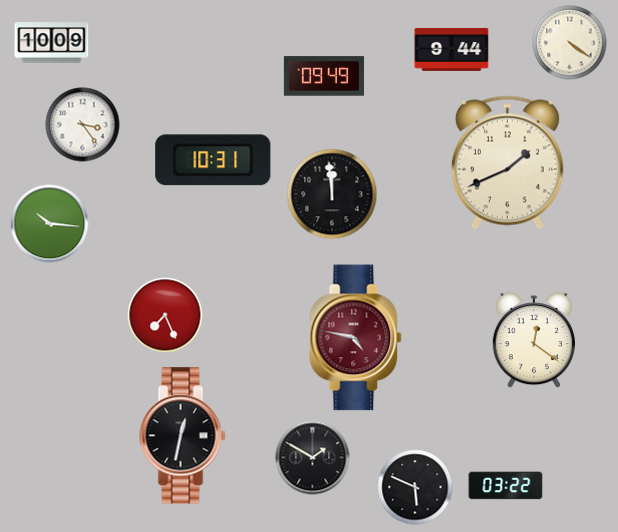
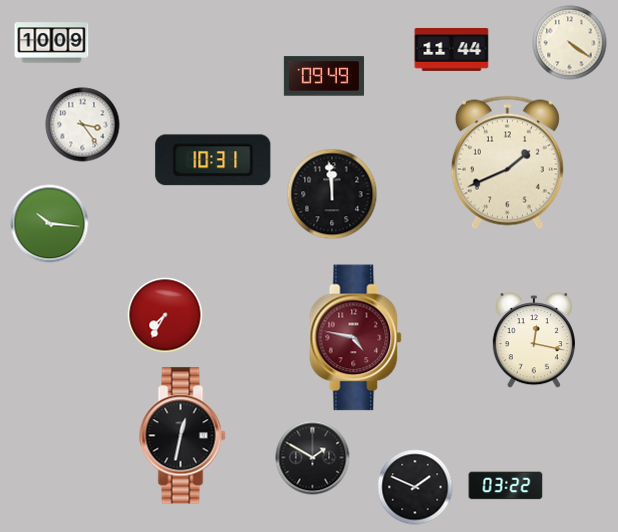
clock at (452, 49): 9:44 -> 11:44
clock at (165, 315): 7:26 -> 7:35
clock at (534, 341): 12:21 -> 12:17
clock at (415, 487): 5:49 -> 1:49
